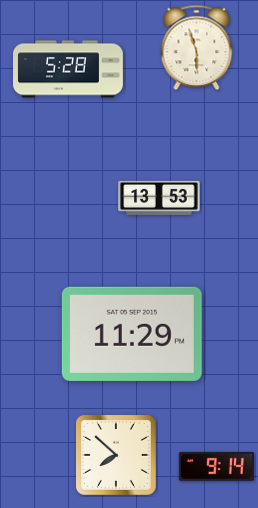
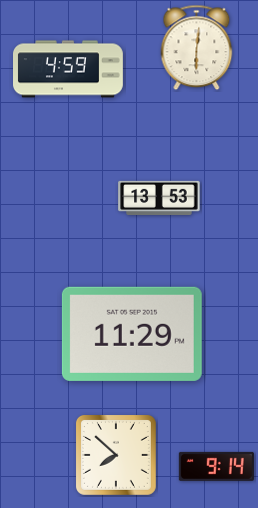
clock at (197, 48): 5:57 -> 6:01
clock at (68, 69): 5:28 -> 4:59
